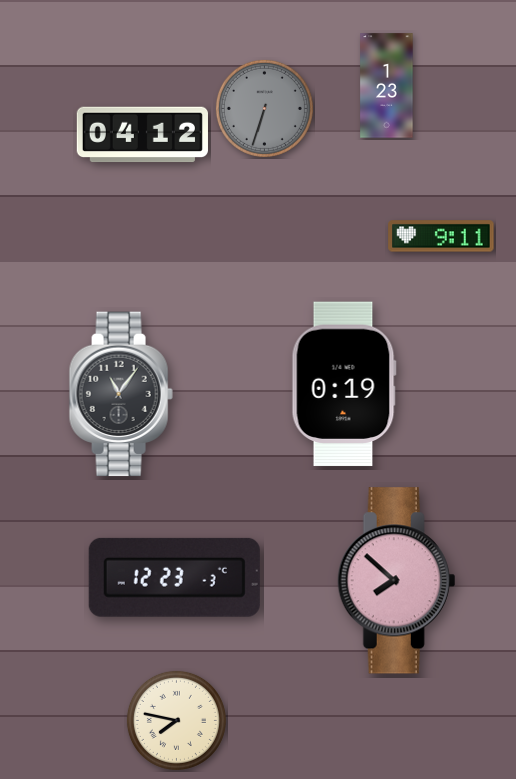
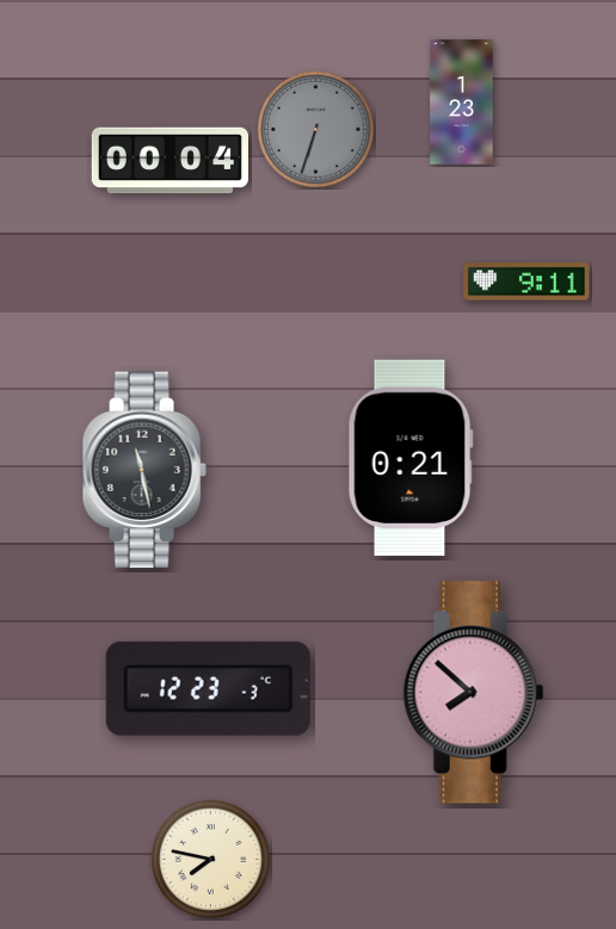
clock at (142, 135): 04:12 -> 00:04
clock at (344, 384): 0:19 -> 0:21
clock at (121, 394): 11:06 -> 11:28
